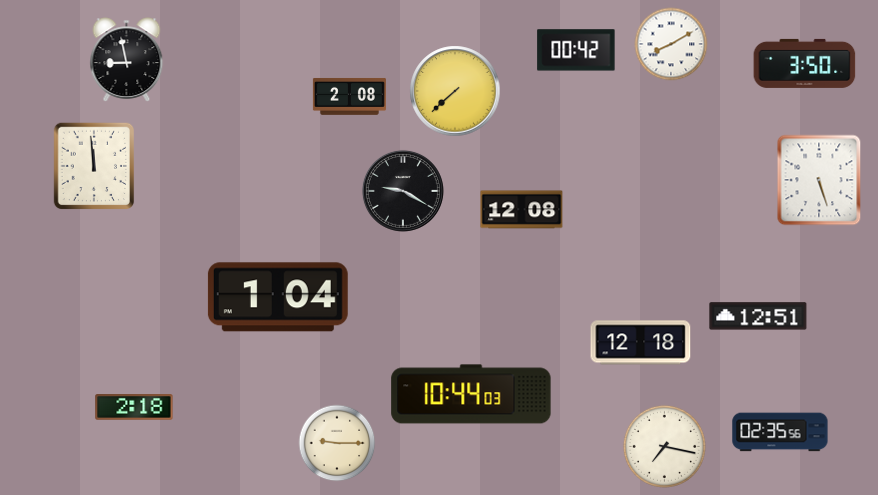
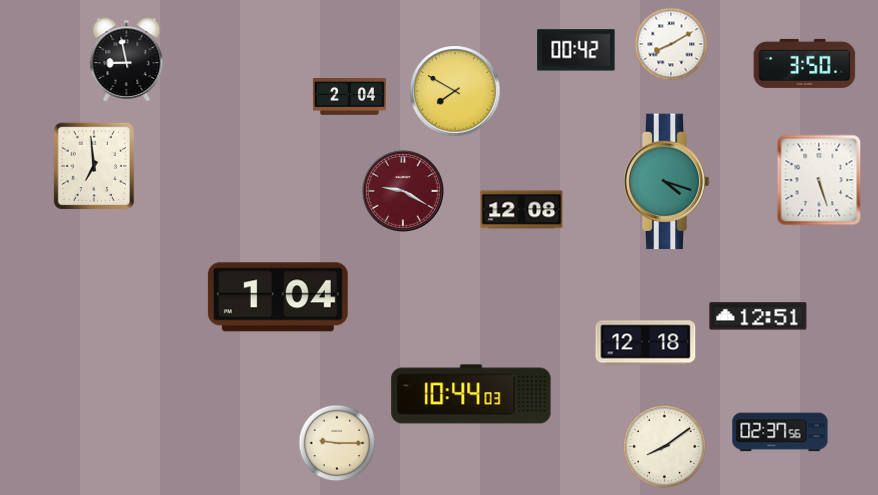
clock at (455, 91): 7:38 -> 7:50
clock at (349, 96): 2:08 -> 2:04
clock at (94, 166): 11:59 -> 6:59
clock at (666, 182): none -> 4:18
clock at (403, 191) dial: black -> burgundy
clock at (641, 343) position: (641, 343) -> (646, 343)
clock at (134, 407): 2:18 -> none
clock at (780, 432): 02:35 -> 02:37
clock at (664, 446): 7:17 -> 8:09
